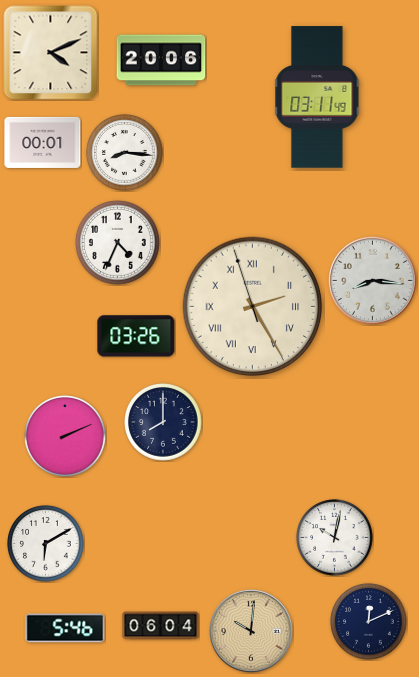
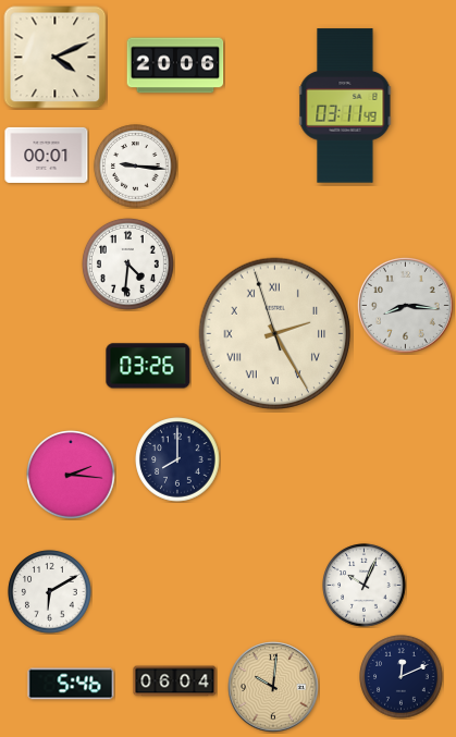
clock at (125, 153): 8:16 -> 9:16
clock at (118, 243): 4:34 -> 4:31
clock at (66, 437): 2:11 -> 2:16
clock at (335, 538): 10:02 -> 10:04
